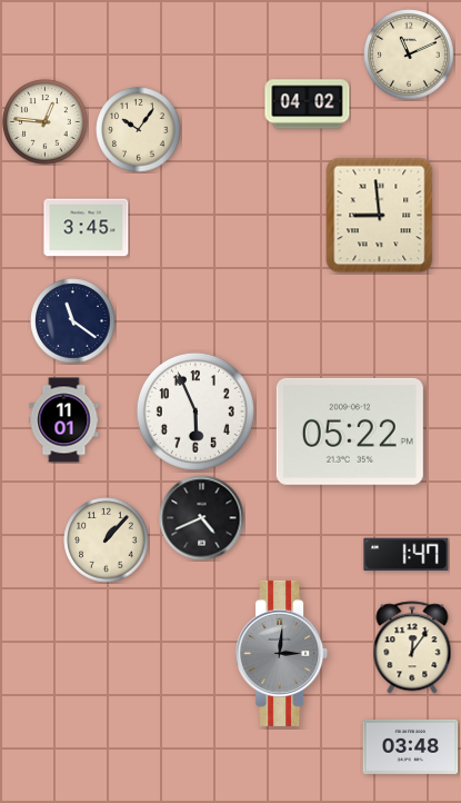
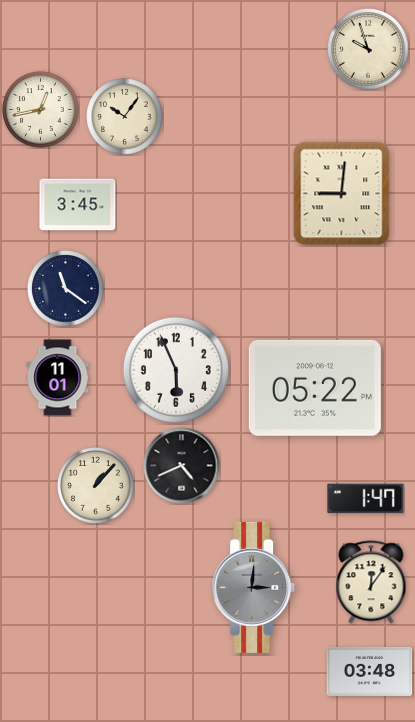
clock at (409, 54): 11:11 -> 9:57
clock at (308, 105): 04:02 -> none
clock at (46, 122): 12:46 -> 12:43
clock at (380, 216): 8:59 -> 9:01
